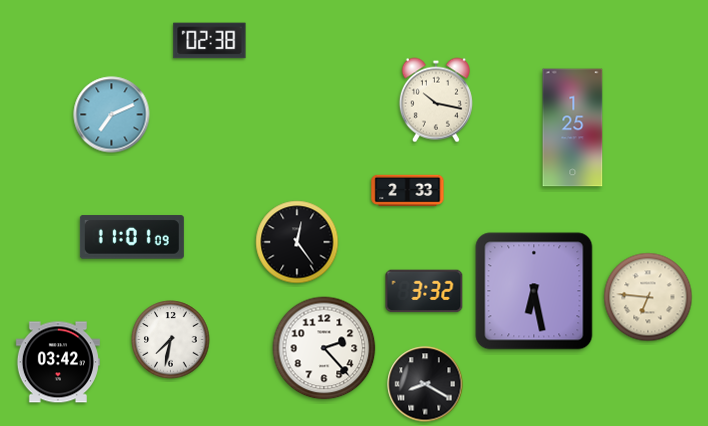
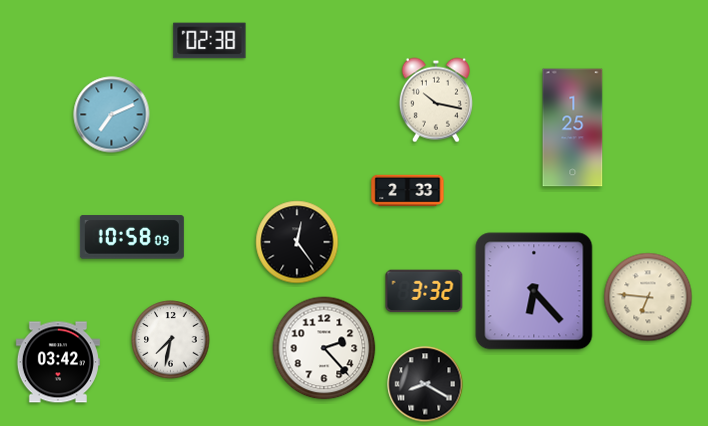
clock at (132, 237): 11:01 -> 10:58
clock at (534, 291): 6:28 -> 6:23
